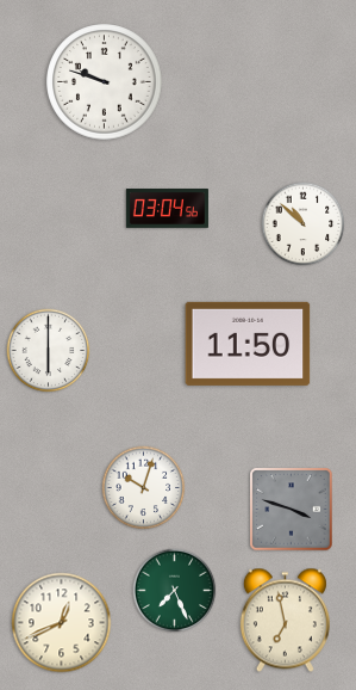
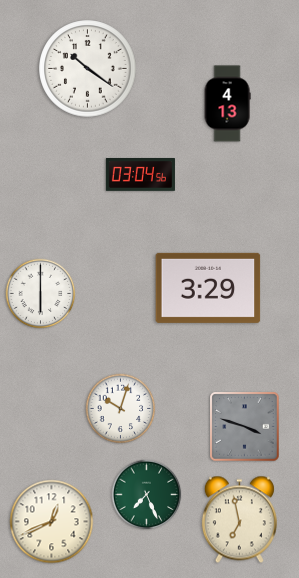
clock at (105, 82): 9:48 -> 10:21
clock at (227, 104): none -> 4:13
clock at (304, 224): 10:52 -> none
clock at (248, 344): 11:50 -> 3:29
